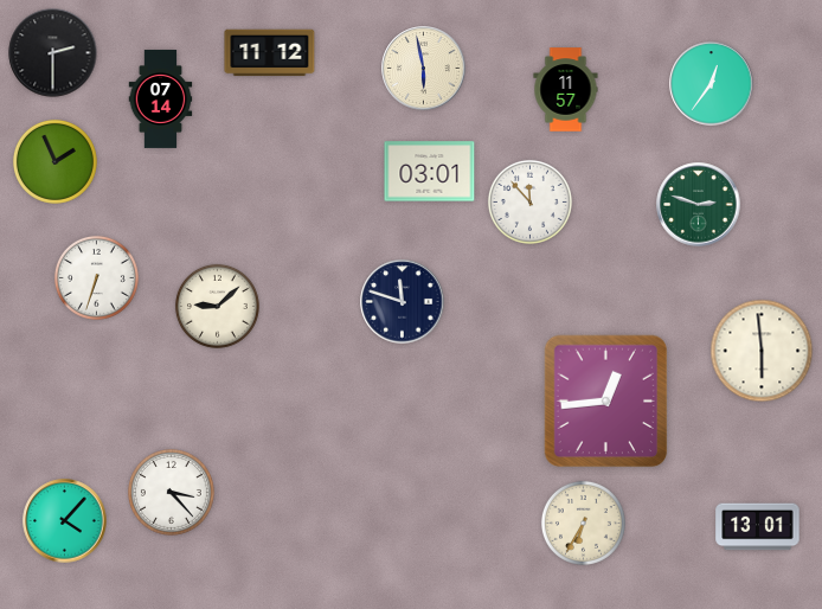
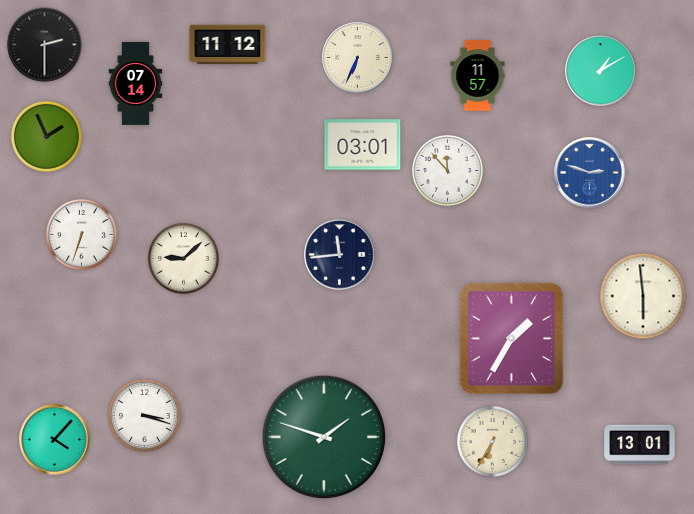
clock at (424, 69): 5:58 -> 6:34
clock at (712, 84): 12:36 -> 1:10
clock at (699, 205) dial: green -> blue
clock at (403, 302): 11:48 -> 11:44
clock at (606, 402): 12:44 -> 1:35
clock at (172, 493): 3:23 -> 3:18
clock at (323, 436): none -> 1:48
